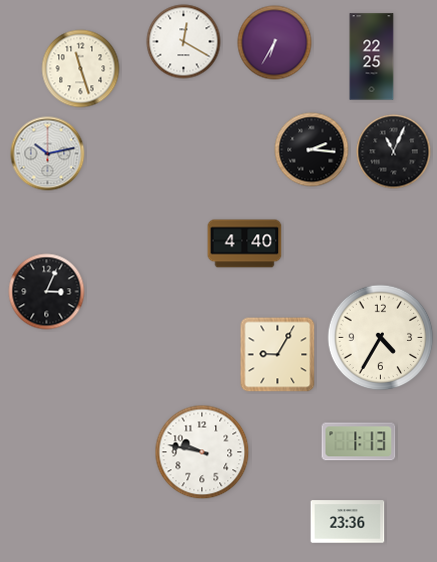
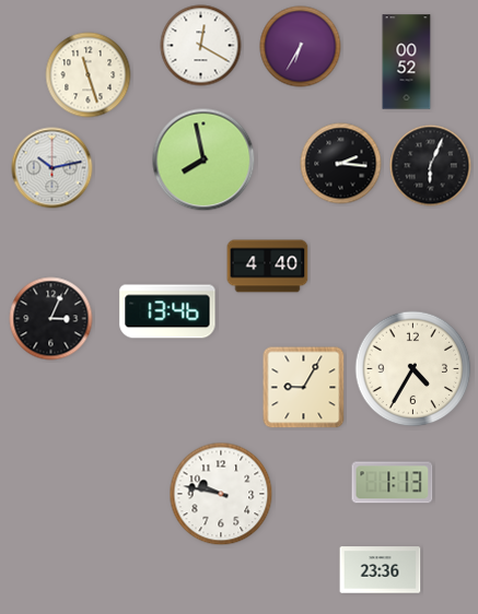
clock at (372, 57): 22:25 -> 00:52
clock at (203, 160): none -> 7:58
clock at (394, 152): 11:04 -> 6:04
clock at (167, 311): none -> 13:46
clock at (381, 338) position: (381, 338) -> (413, 369)
